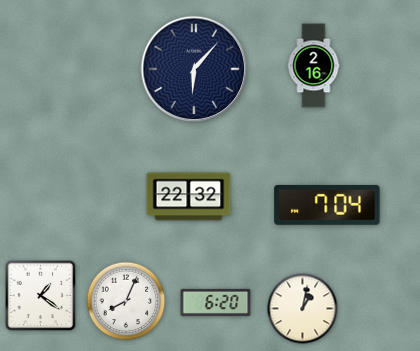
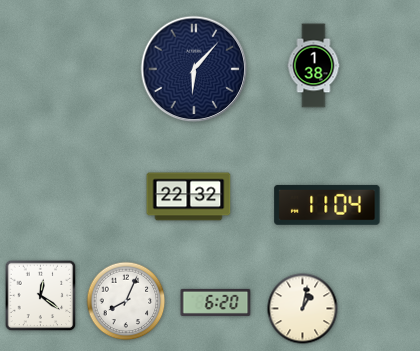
clock at (314, 66): 2:16 -> 1:38
clock at (327, 205): 7:04 -> 11:04
clock at (41, 296): 1:21 -> 12:21
